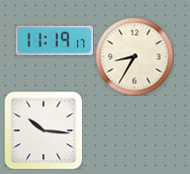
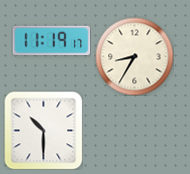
clock at (54, 41) position: (54, 41) -> (51, 41)
clock at (43, 130): 10:16 -> 10:30
